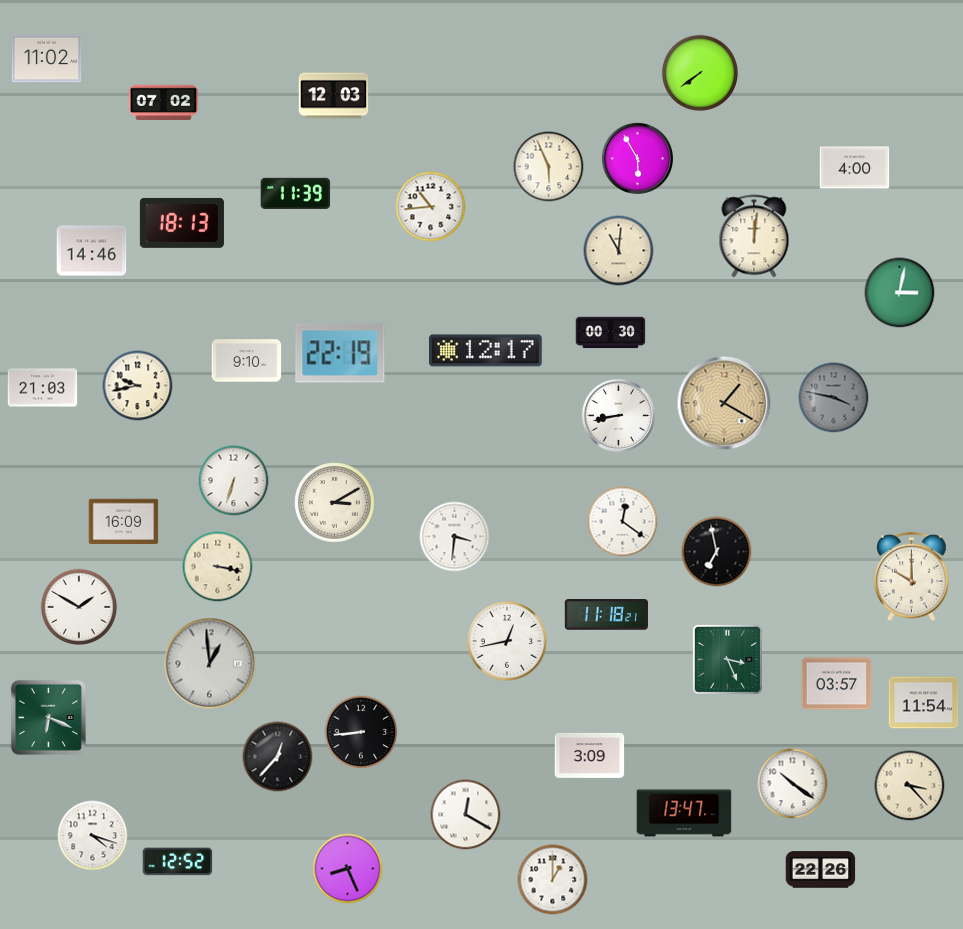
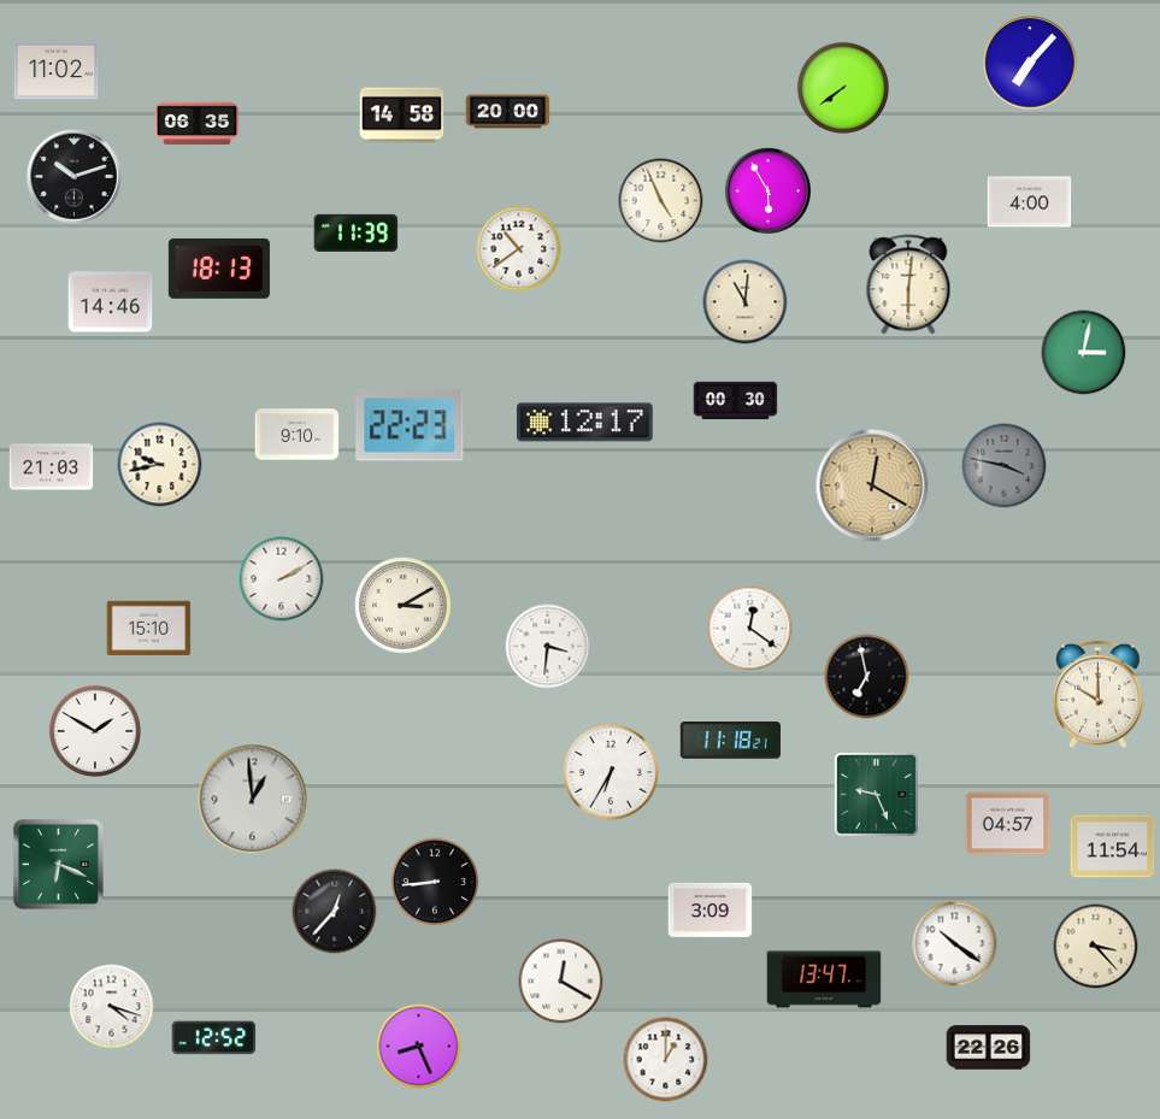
clock at (1030, 63): none -> 7:07
clock at (508, 112): none -> 20:00
clock at (334, 96): 12:03 -> 14:58
clock at (164, 103): 07:02 -> 06:35
clock at (75, 177): none -> 10:12
clock at (549, 167): 5:56 -> 4:56
clock at (431, 207): 10:44 -> 10:39
clock at (754, 236): 12:01 -> 6:01
clock at (340, 353): 22:19 -> 22:23
clock at (138, 386) position: (138, 386) -> (160, 465)
clock at (834, 398) position: (834, 398) -> (1005, 466)
clock at (724, 403): 1:20 -> 12:20
clock at (618, 415): 8:43 -> none
clock at (234, 481): 6:33 -> 2:10
clock at (124, 522): 16:09 -> 15:10
clock at (717, 552) position: (717, 552) -> (867, 677)
clock at (218, 567): 3:17 -> none
clock at (508, 642): 12:43 -> 6:35
clock at (727, 659): 3:26 -> 9:26
clock at (837, 684): 03:57 -> 04:57
